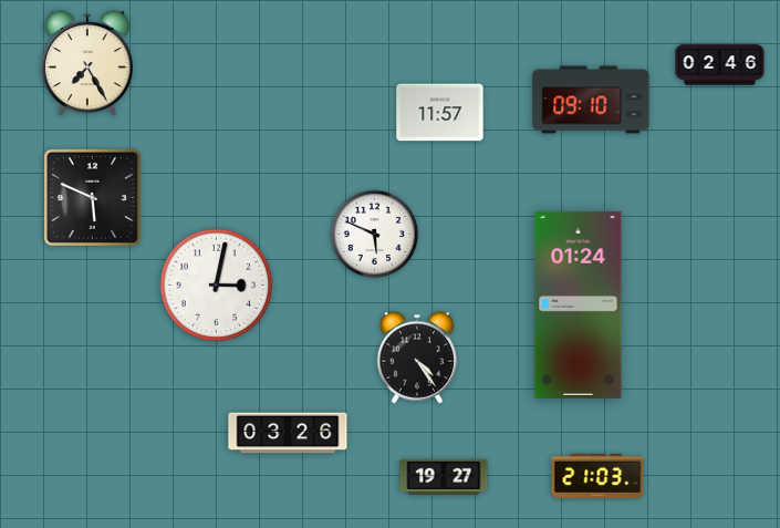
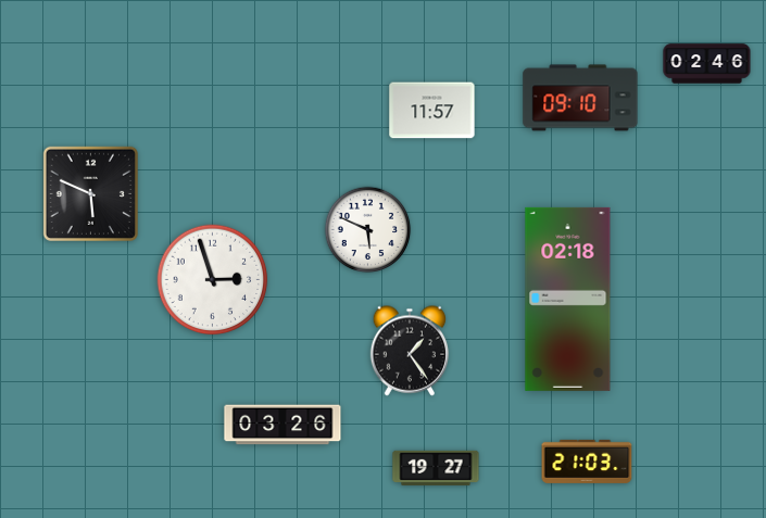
clock at (86, 64): 7:25 -> none
clock at (217, 286): 3:02 -> 2:57
clock at (579, 304): 01:24 -> 02:18
clock at (417, 358): 4:24 -> 1:24
clock at (597, 476) position: (597, 476) -> (587, 462)
